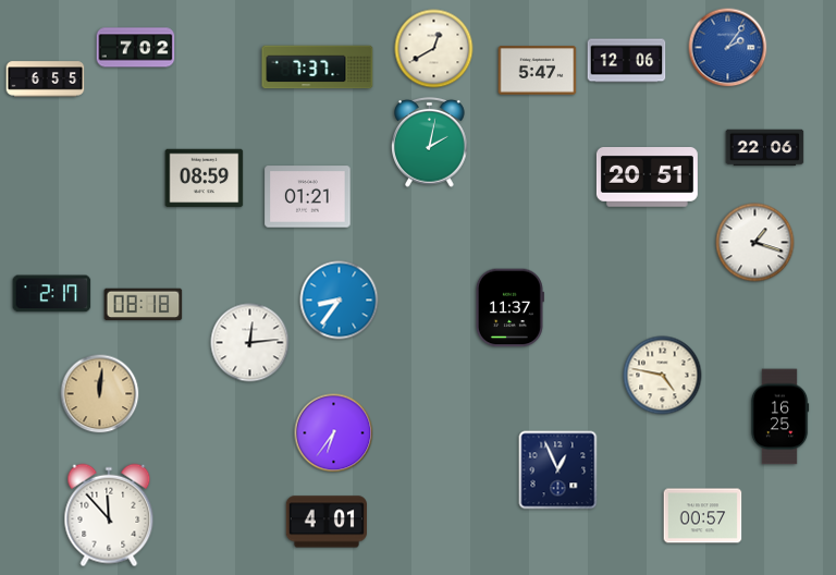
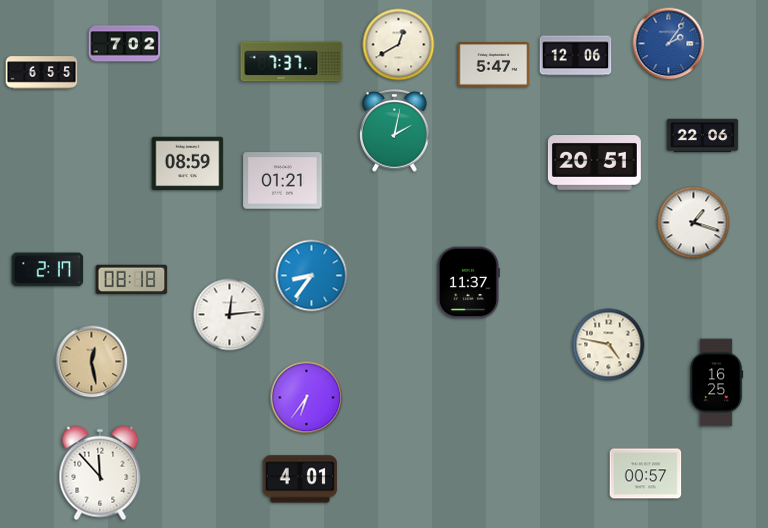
clock at (100, 394): 12:01 -> 12:28
clock at (558, 470): 12:56 -> none
